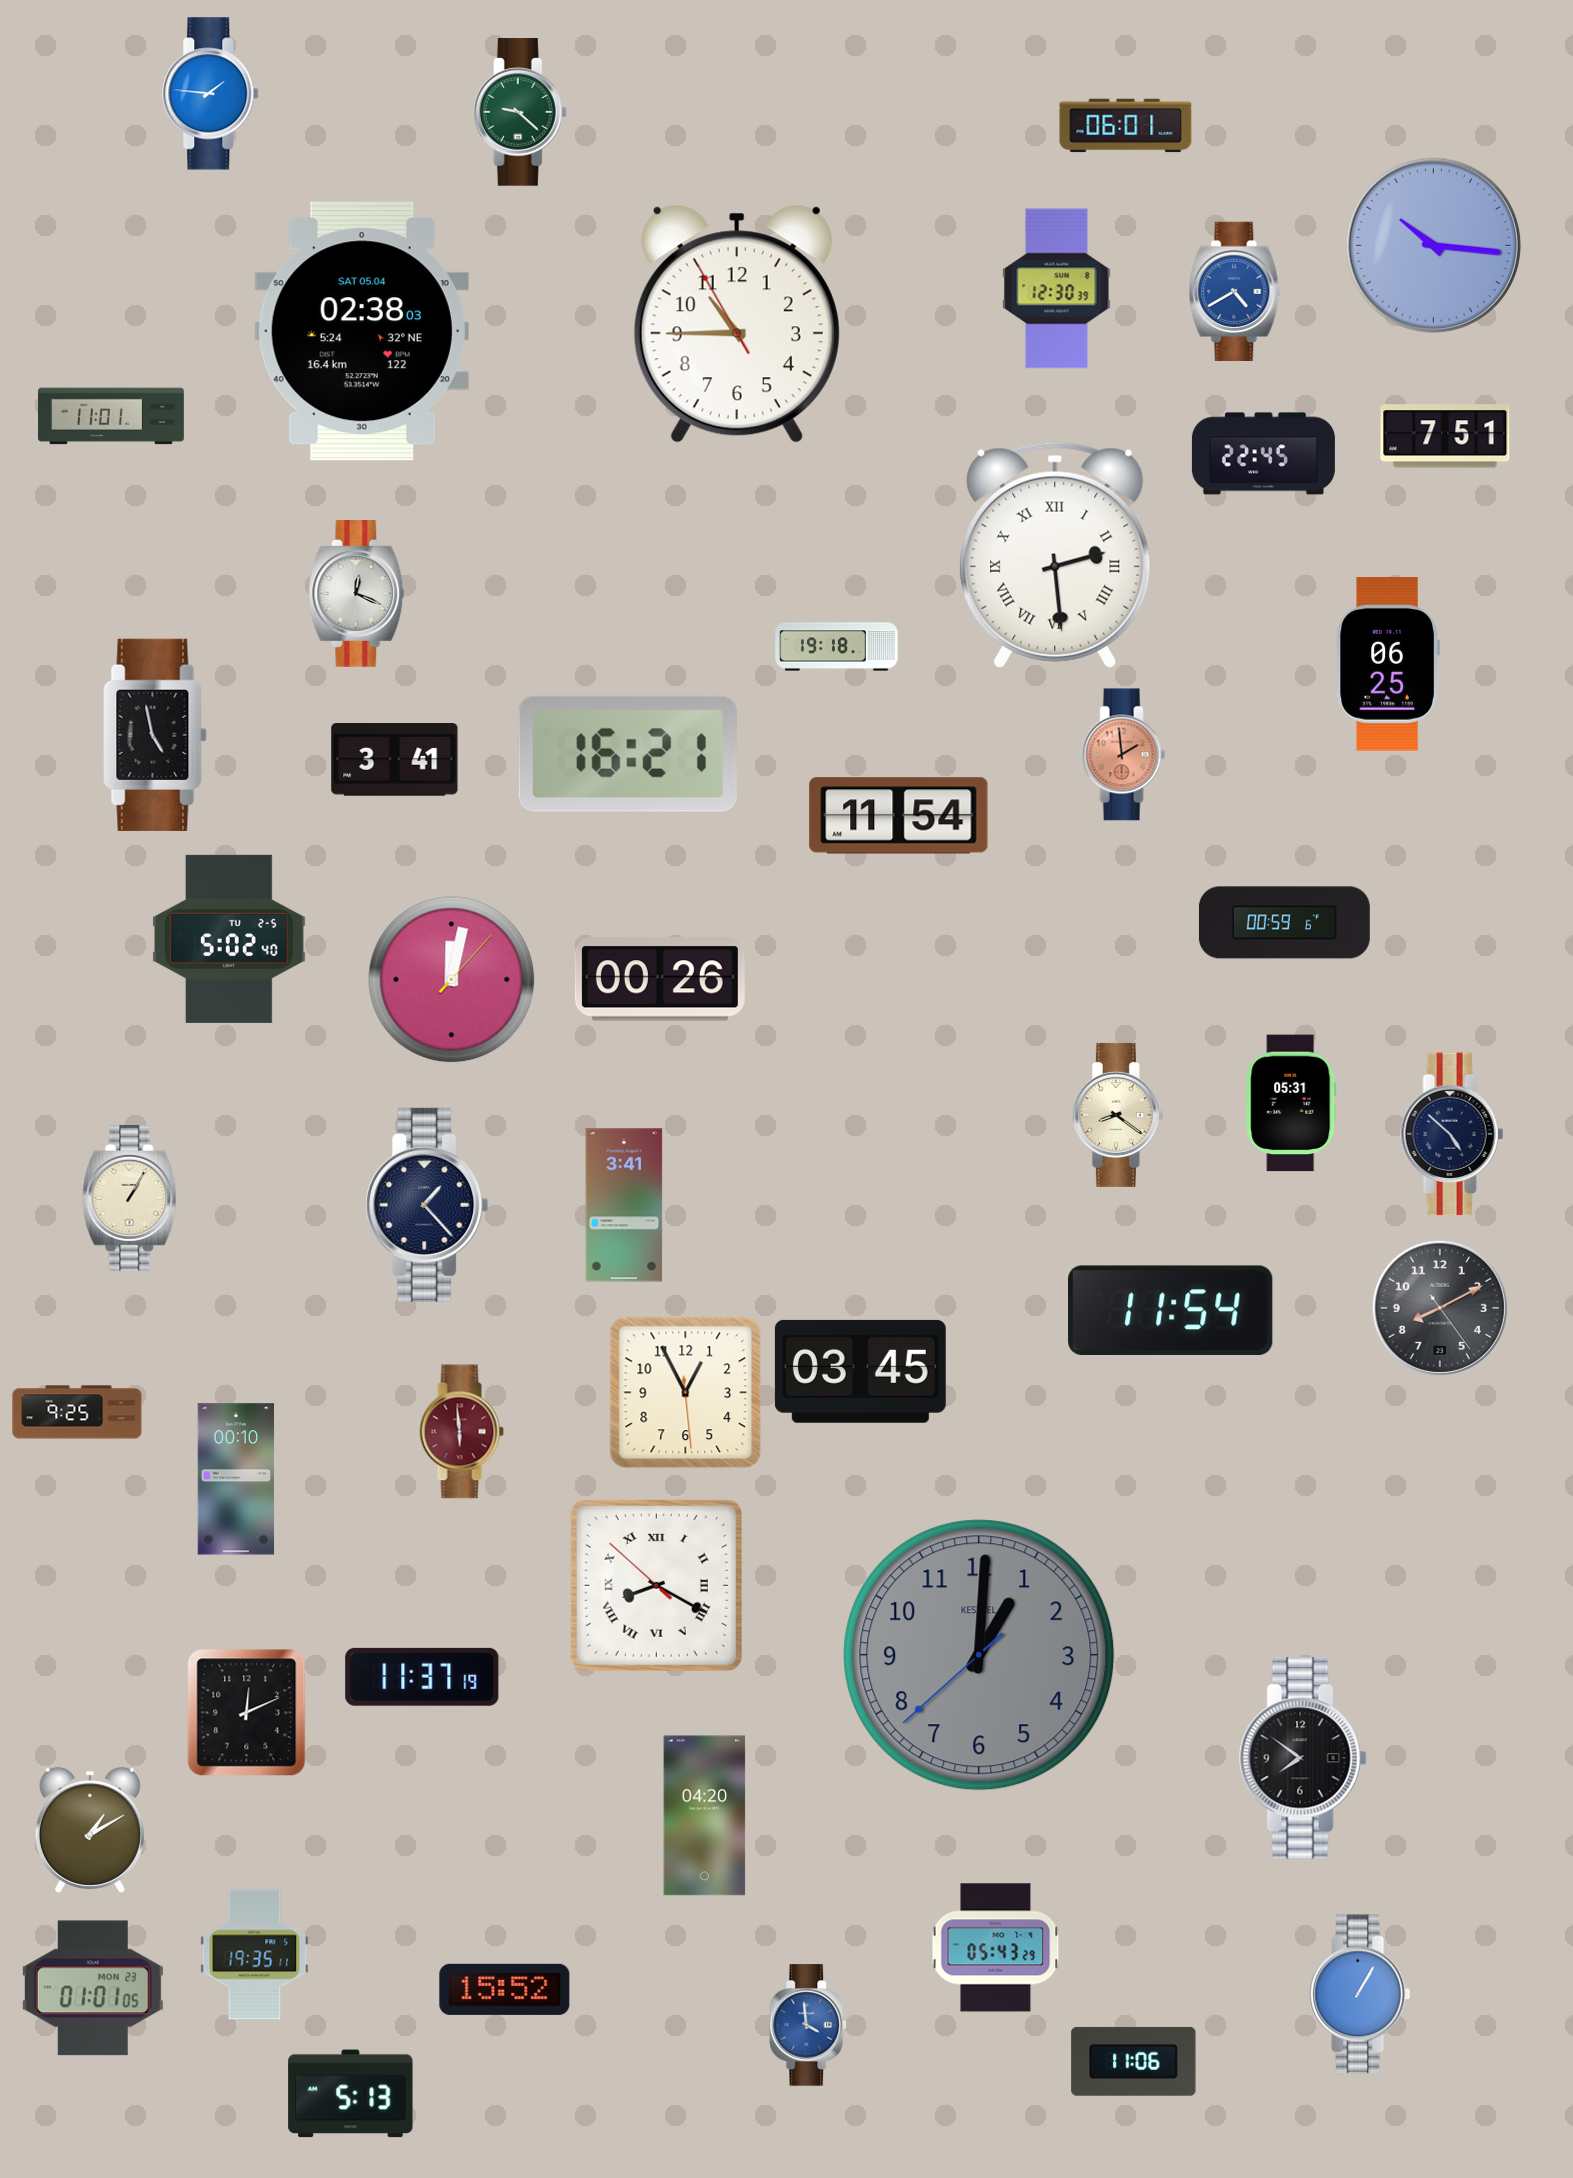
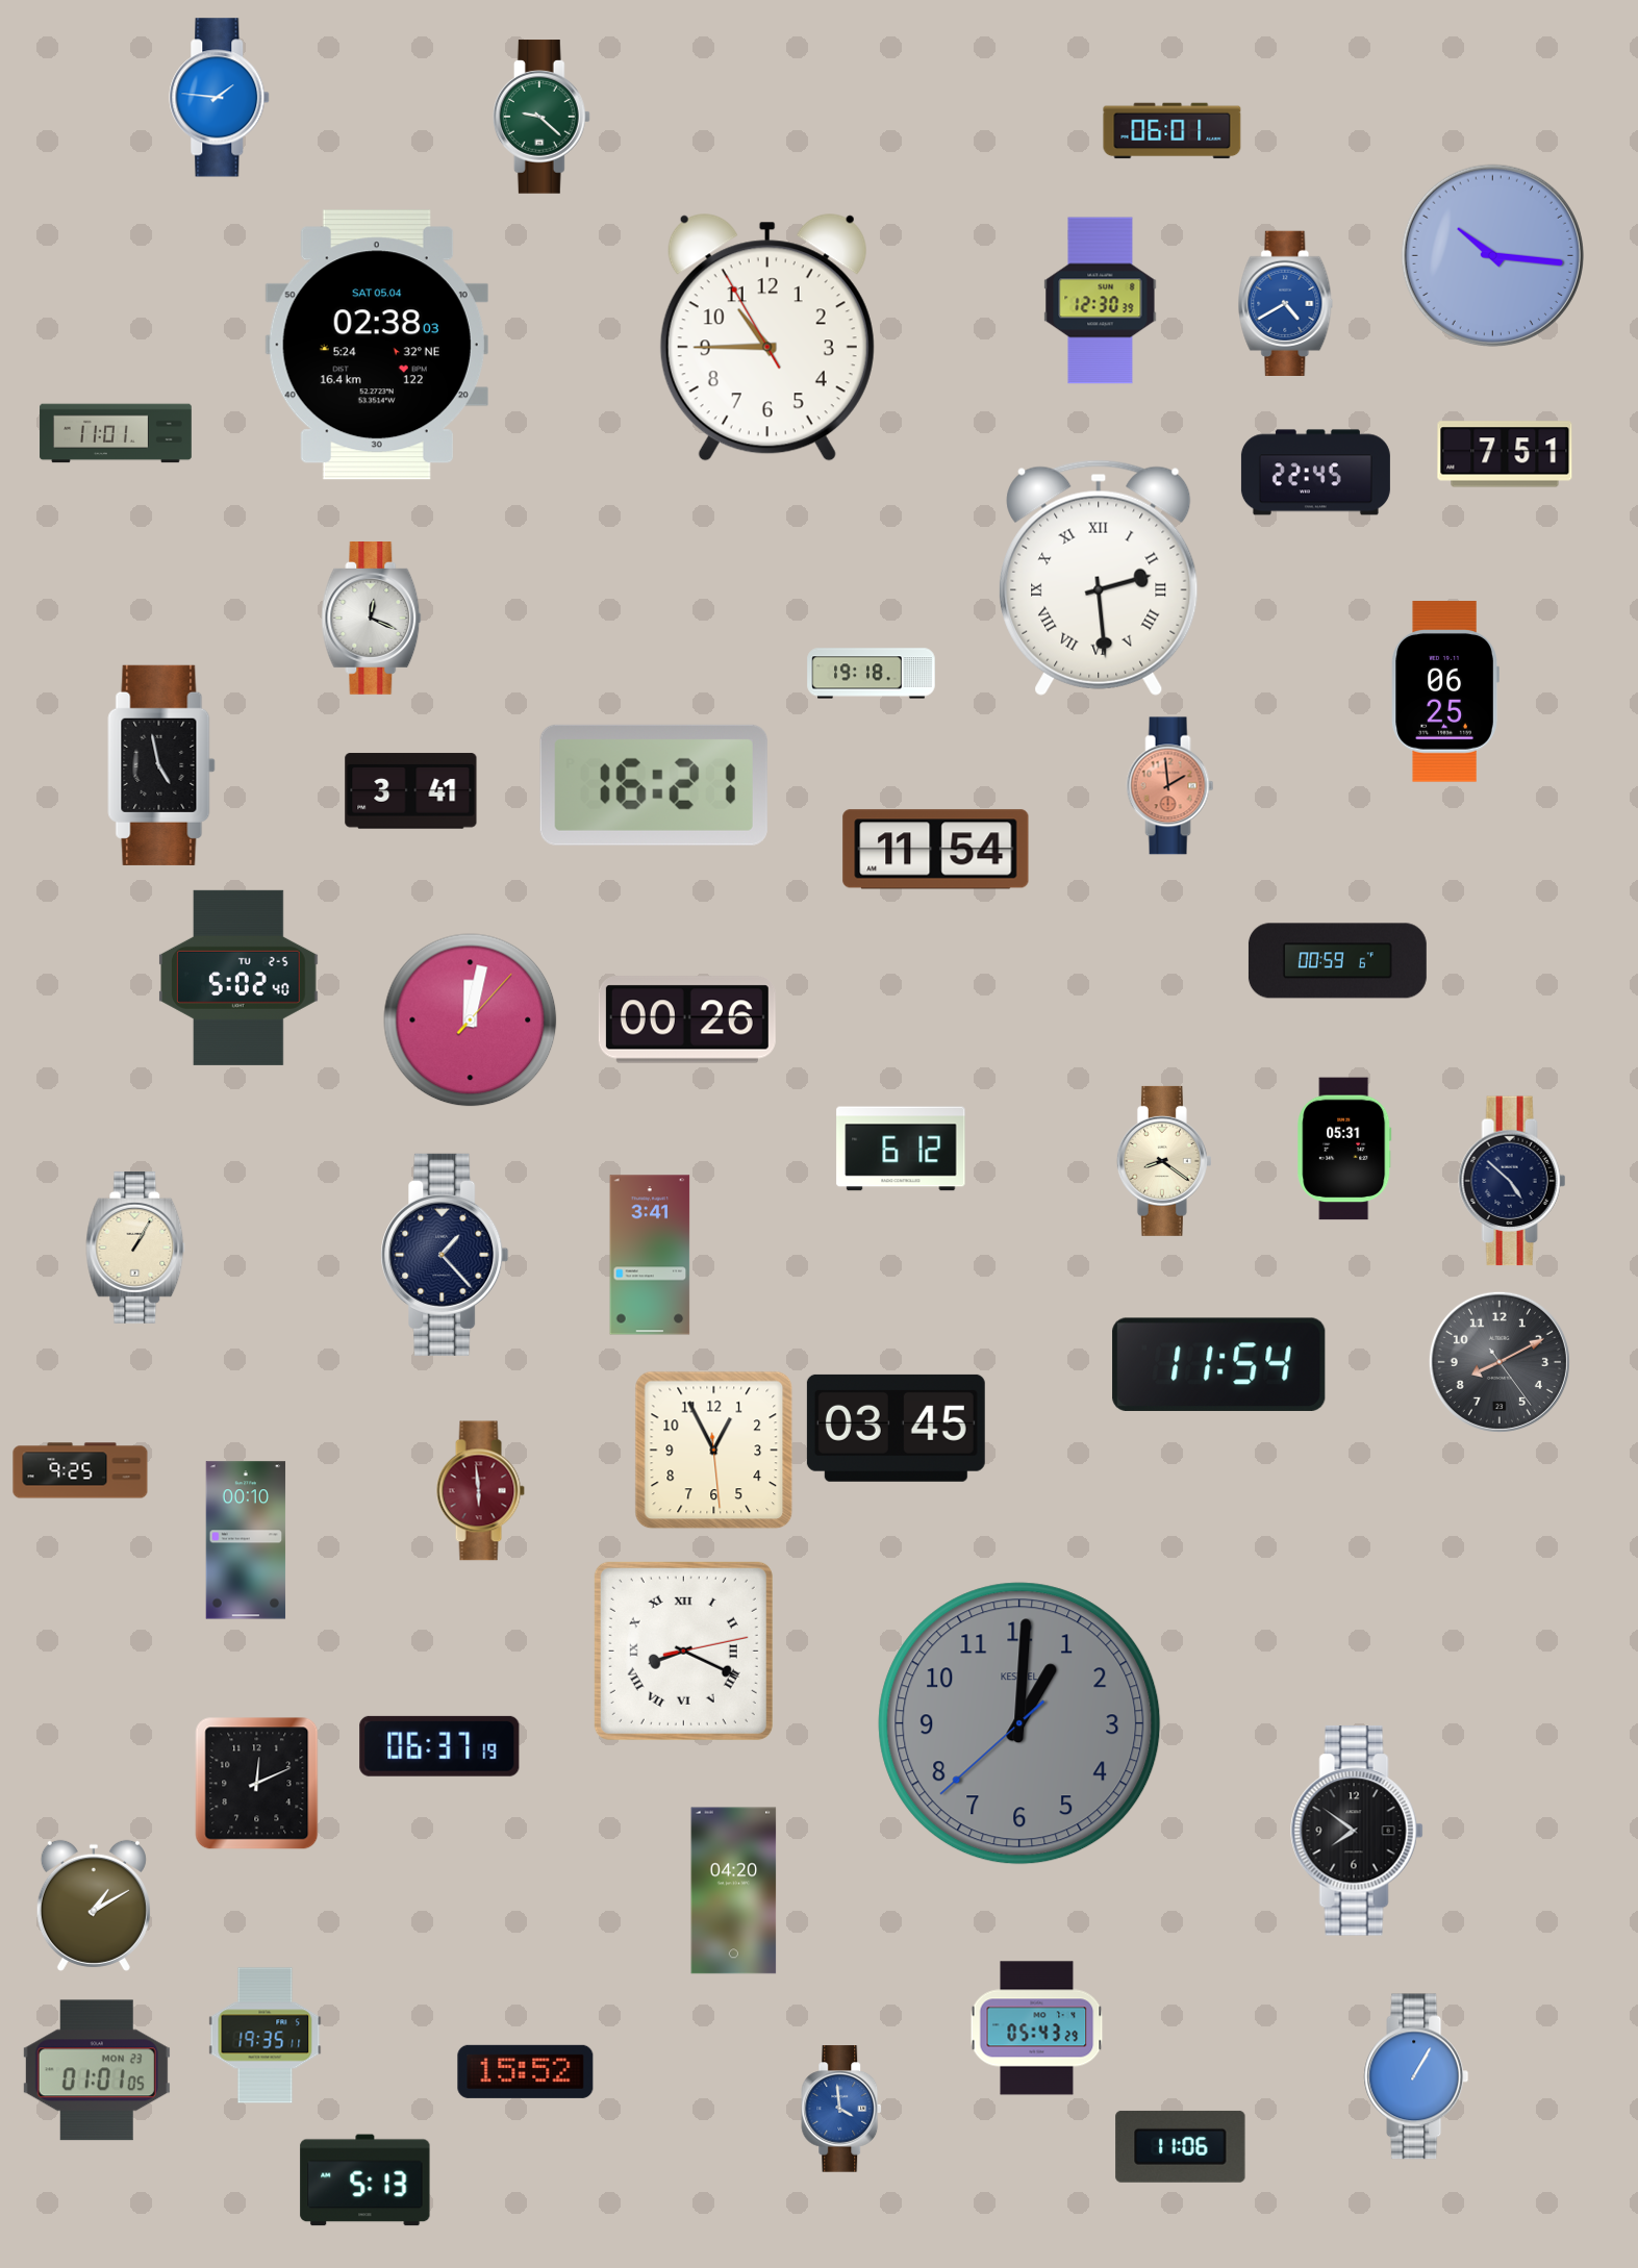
clock at (901, 1149): none -> 6:12
clock at (656, 1585): 8:19:52 -> 8:19:13
clock at (422, 1677): 11:37 -> 06:37
